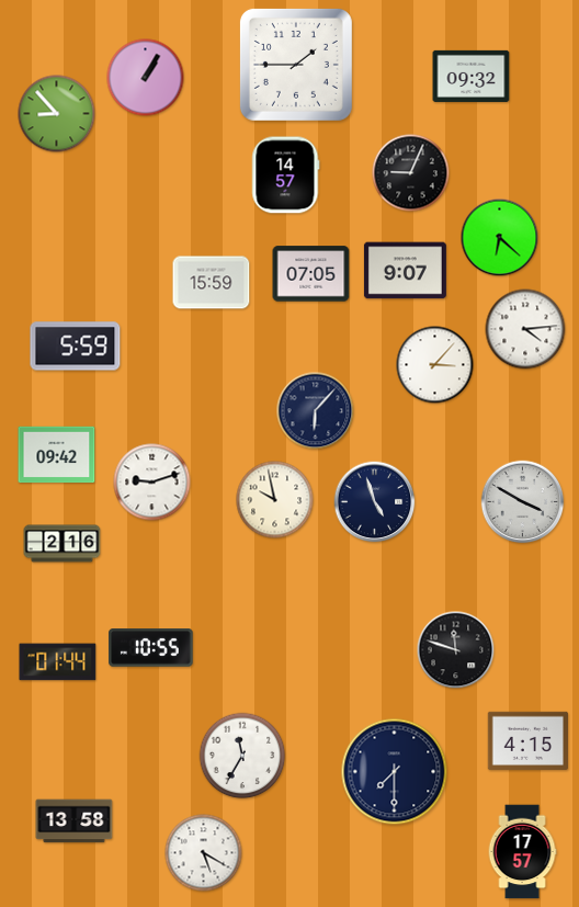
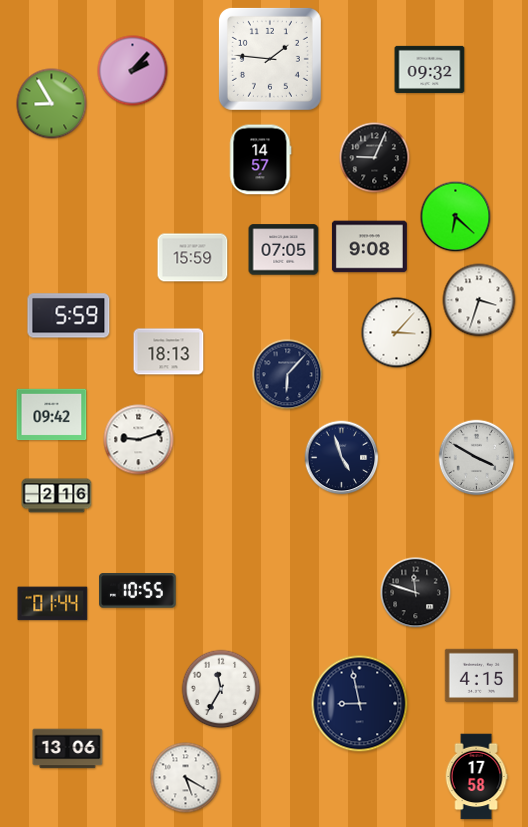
clock at (296, 65): 1:45 -> 1:46
clock at (146, 78): 1:05 -> 2:07
clock at (57, 114): 8:53 -> 8:55
clock at (405, 271): 9:07 -> 9:08
clock at (525, 329): 4:14 -> 3:33
clock at (169, 352): none -> 18:13
clock at (275, 500): 9:58 -> none
clock at (395, 772): 7:30 -> 8:58
clock at (75, 821): 13:58 -> 13:06
clock at (522, 852): 17:57 -> 17:58
